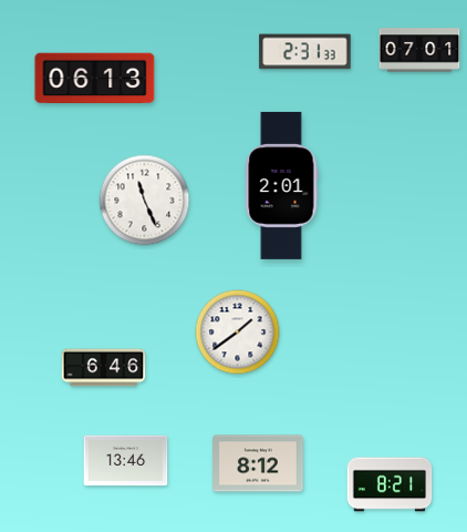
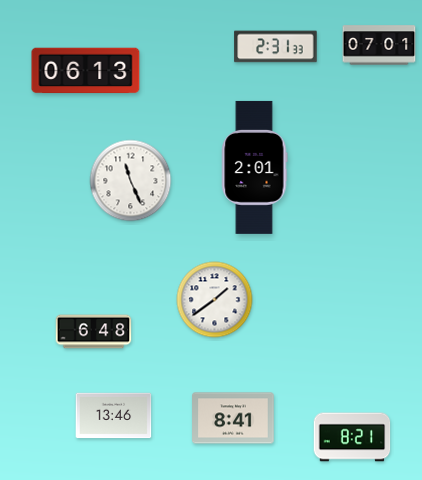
clock at (104, 368): 6:46 -> 6:48
clock at (258, 463): 8:12 -> 8:41
